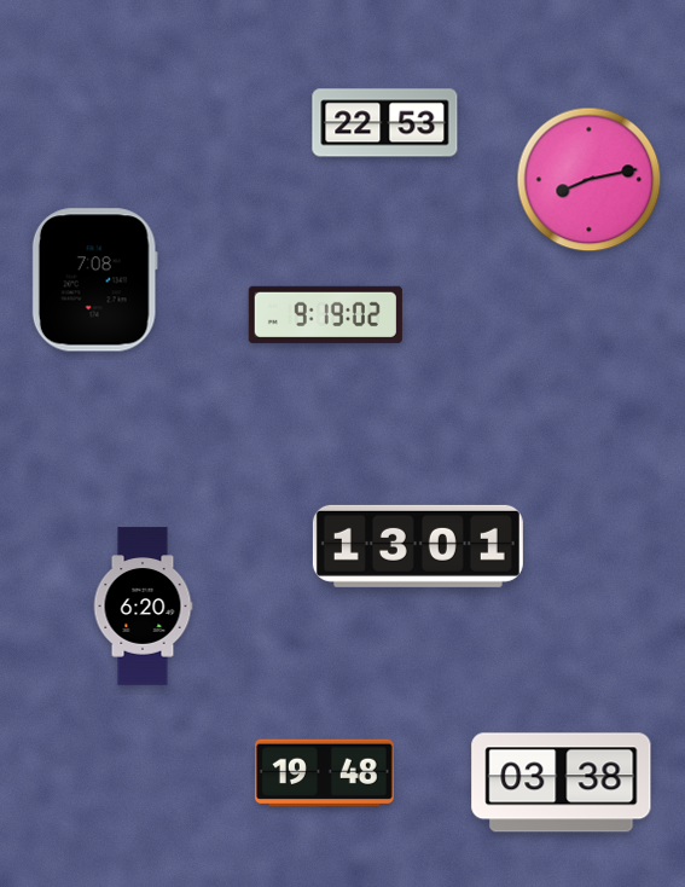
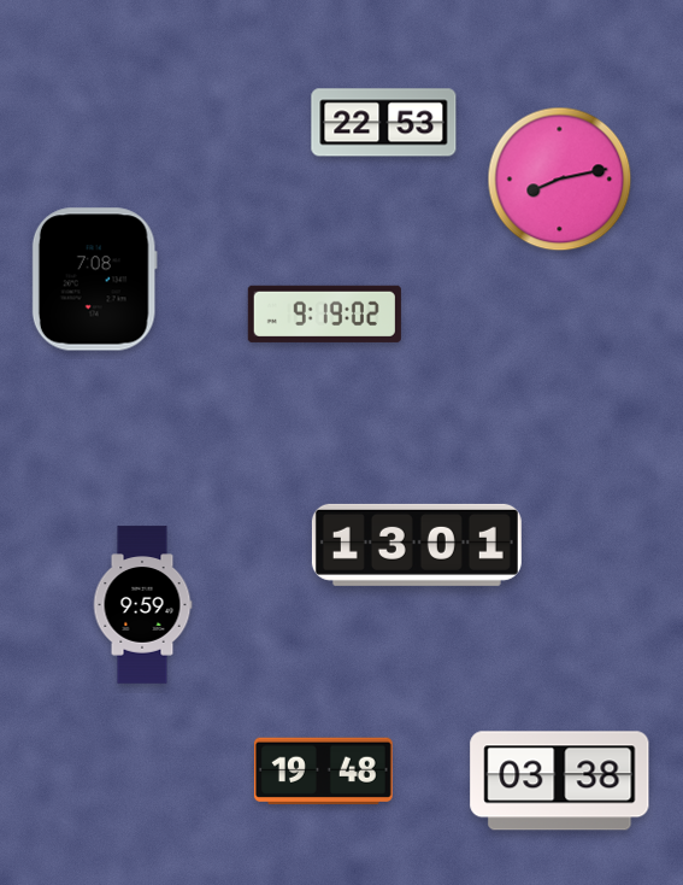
clock at (590, 180) position: (590, 180) -> (560, 180)
clock at (143, 607): 6:20 -> 9:59
